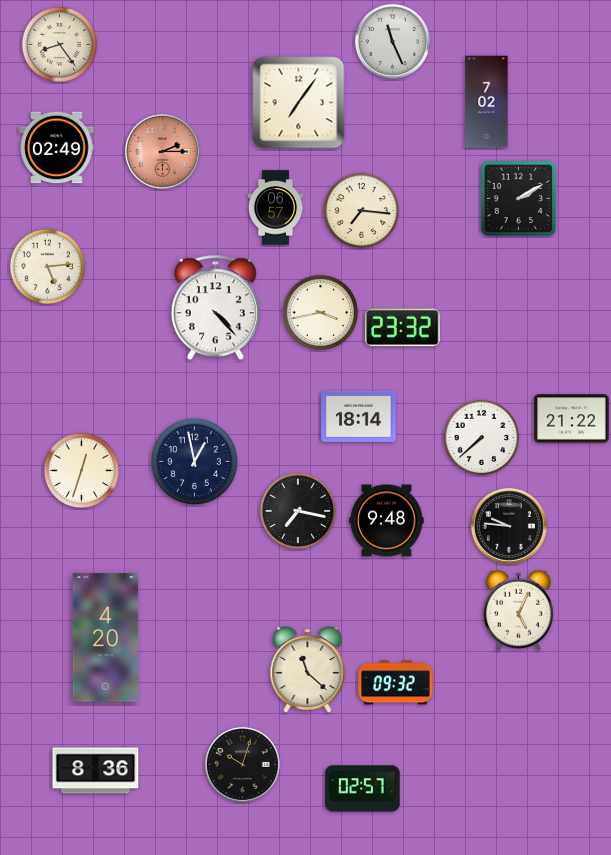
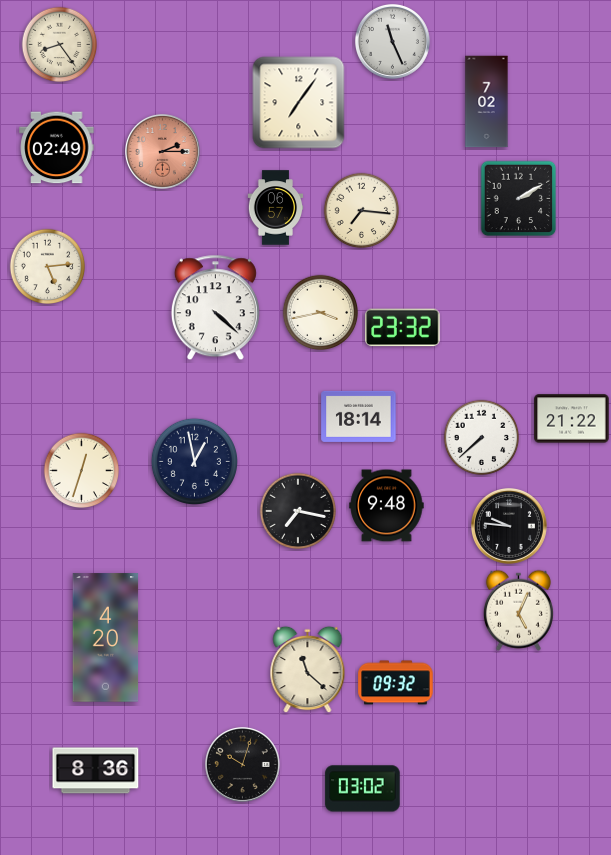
clock at (215, 308): 4:23 -> 4:22
clock at (387, 521) position: (387, 521) -> (387, 506)
clock at (363, 789): 02:57 -> 03:02
